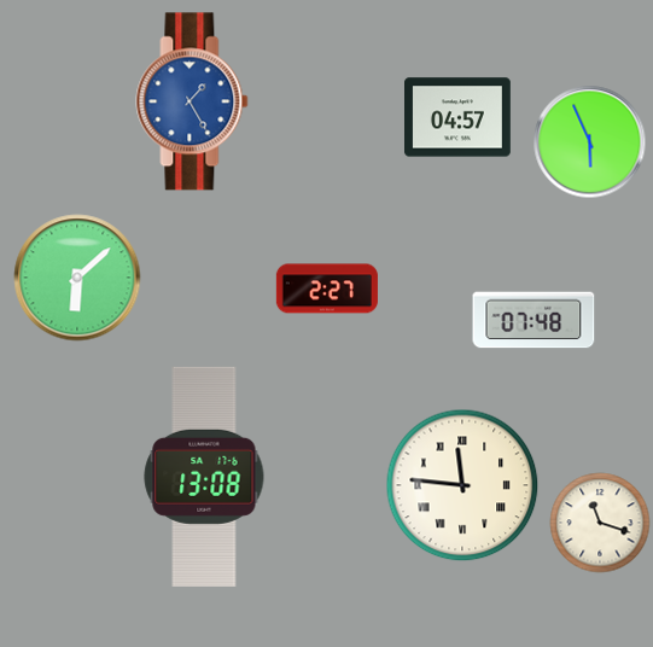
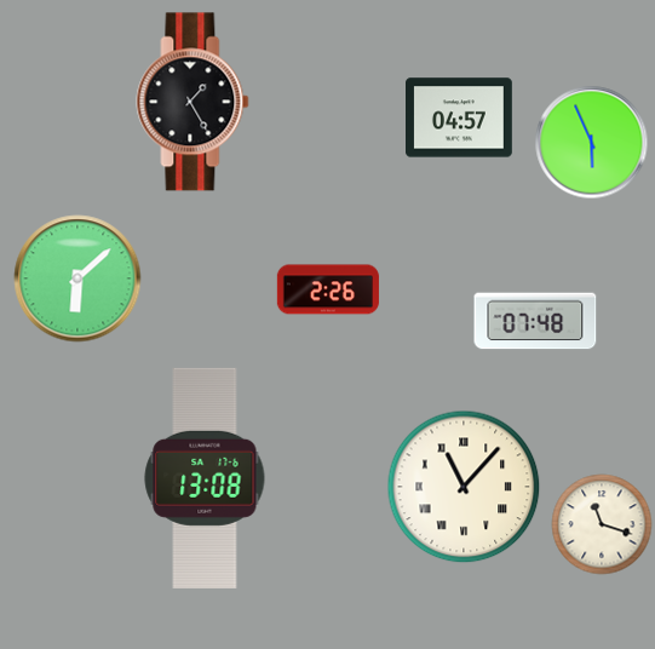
clock at (192, 101) dial: blue -> black
clock at (327, 288): 2:27 -> 2:26
clock at (462, 485): 11:46 -> 11:07
